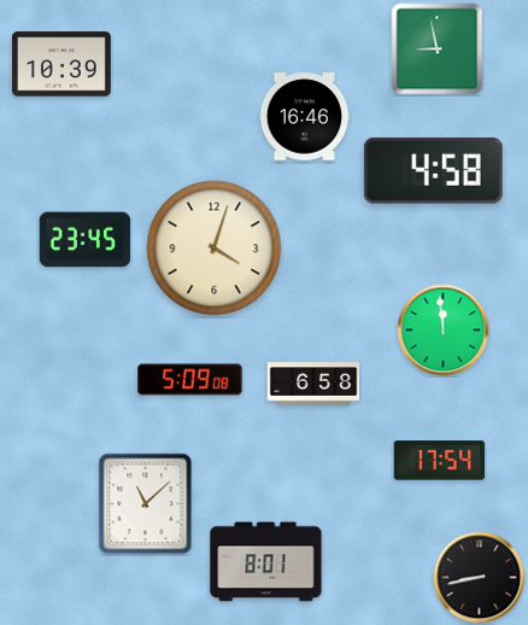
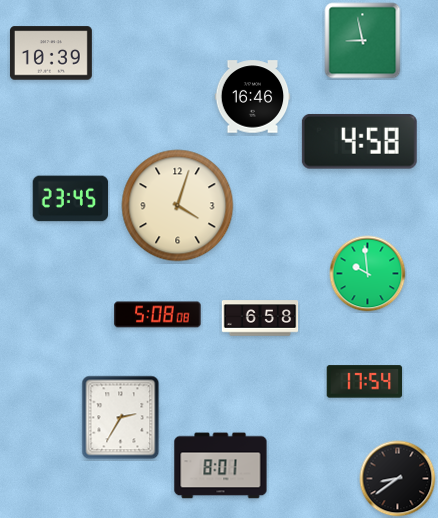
clock at (444, 331): 11:59 -> 9:59
clock at (190, 380): 5:09 -> 5:08
clock at (146, 504): 11:08 -> 2:35
clock at (480, 578): 8:43 -> 8:39
